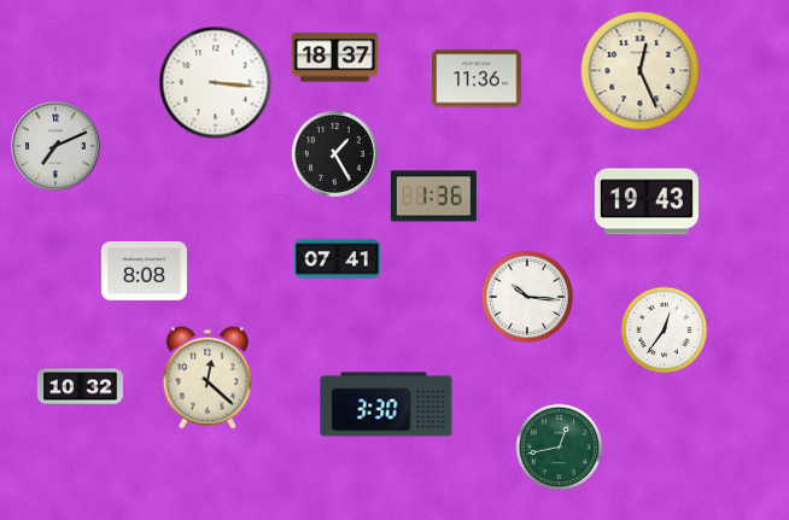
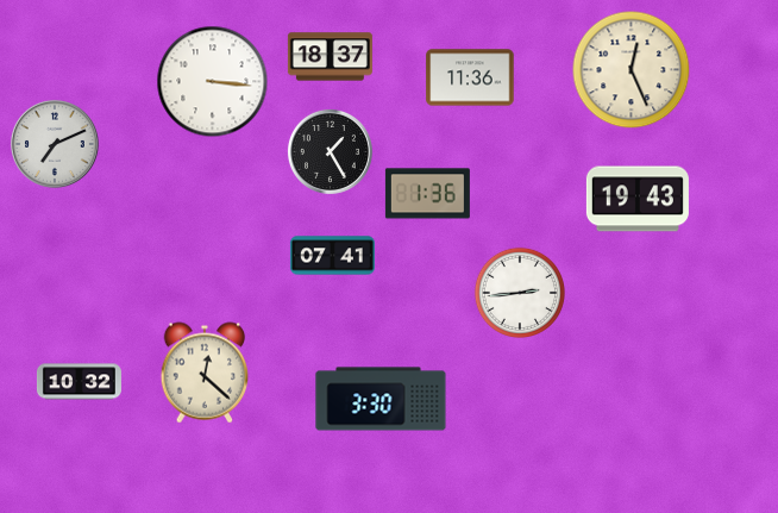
clock at (144, 271): 8:08 -> none
clock at (527, 297): 10:16 -> 2:44
clock at (665, 331): 12:36 -> none
clock at (560, 448): 12:43 -> none
